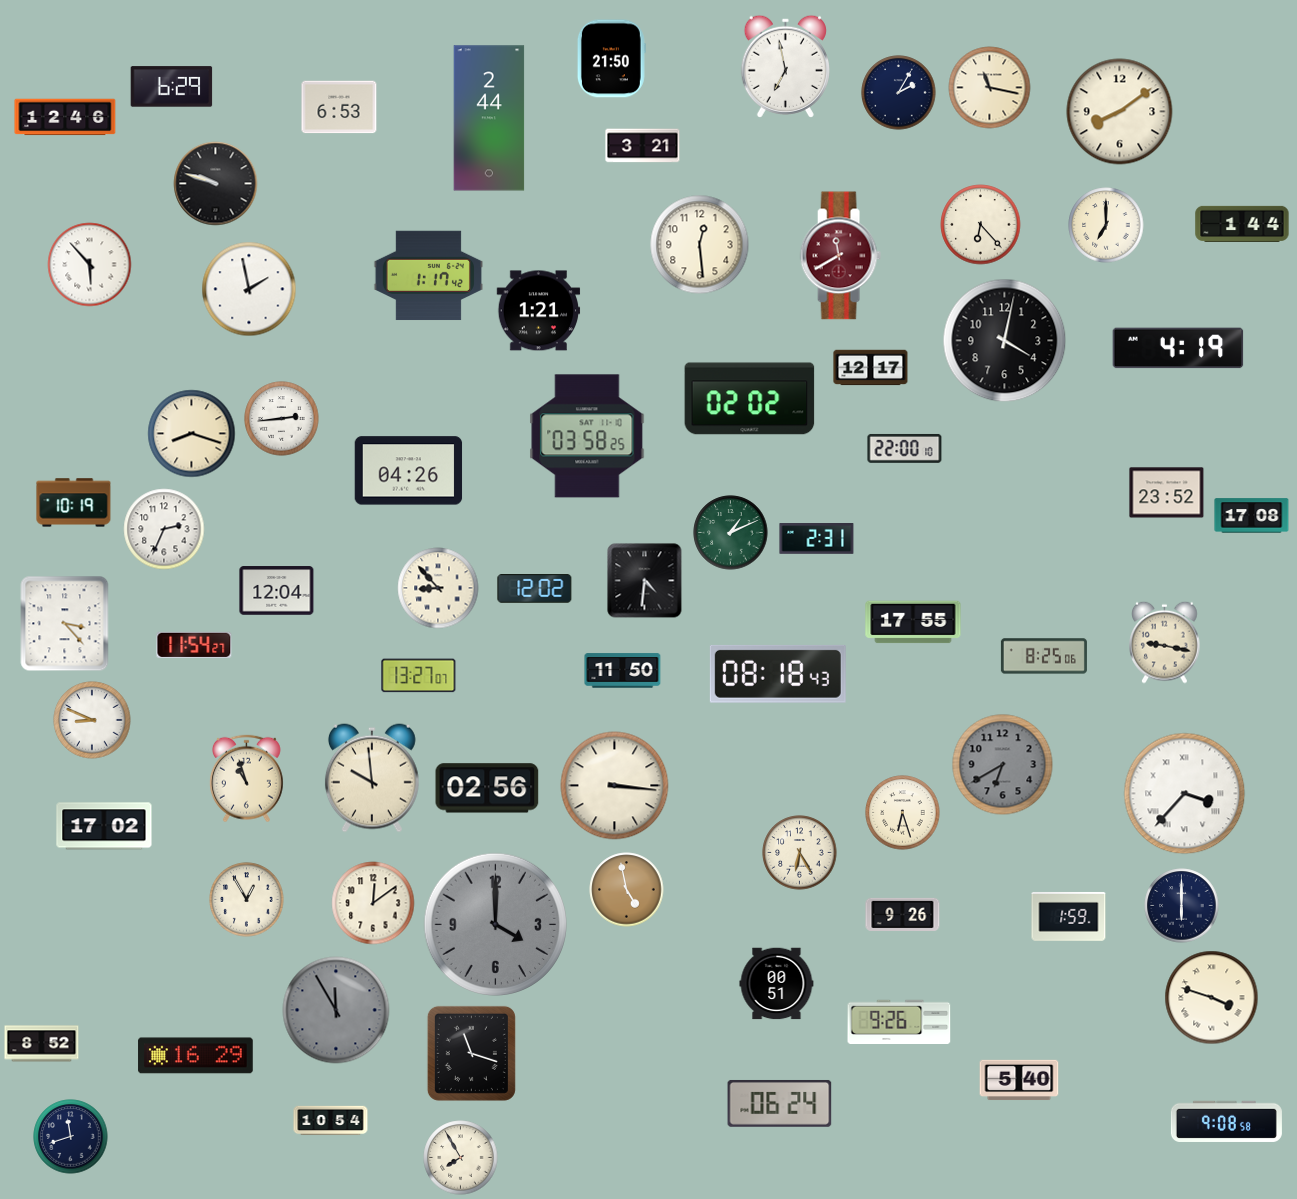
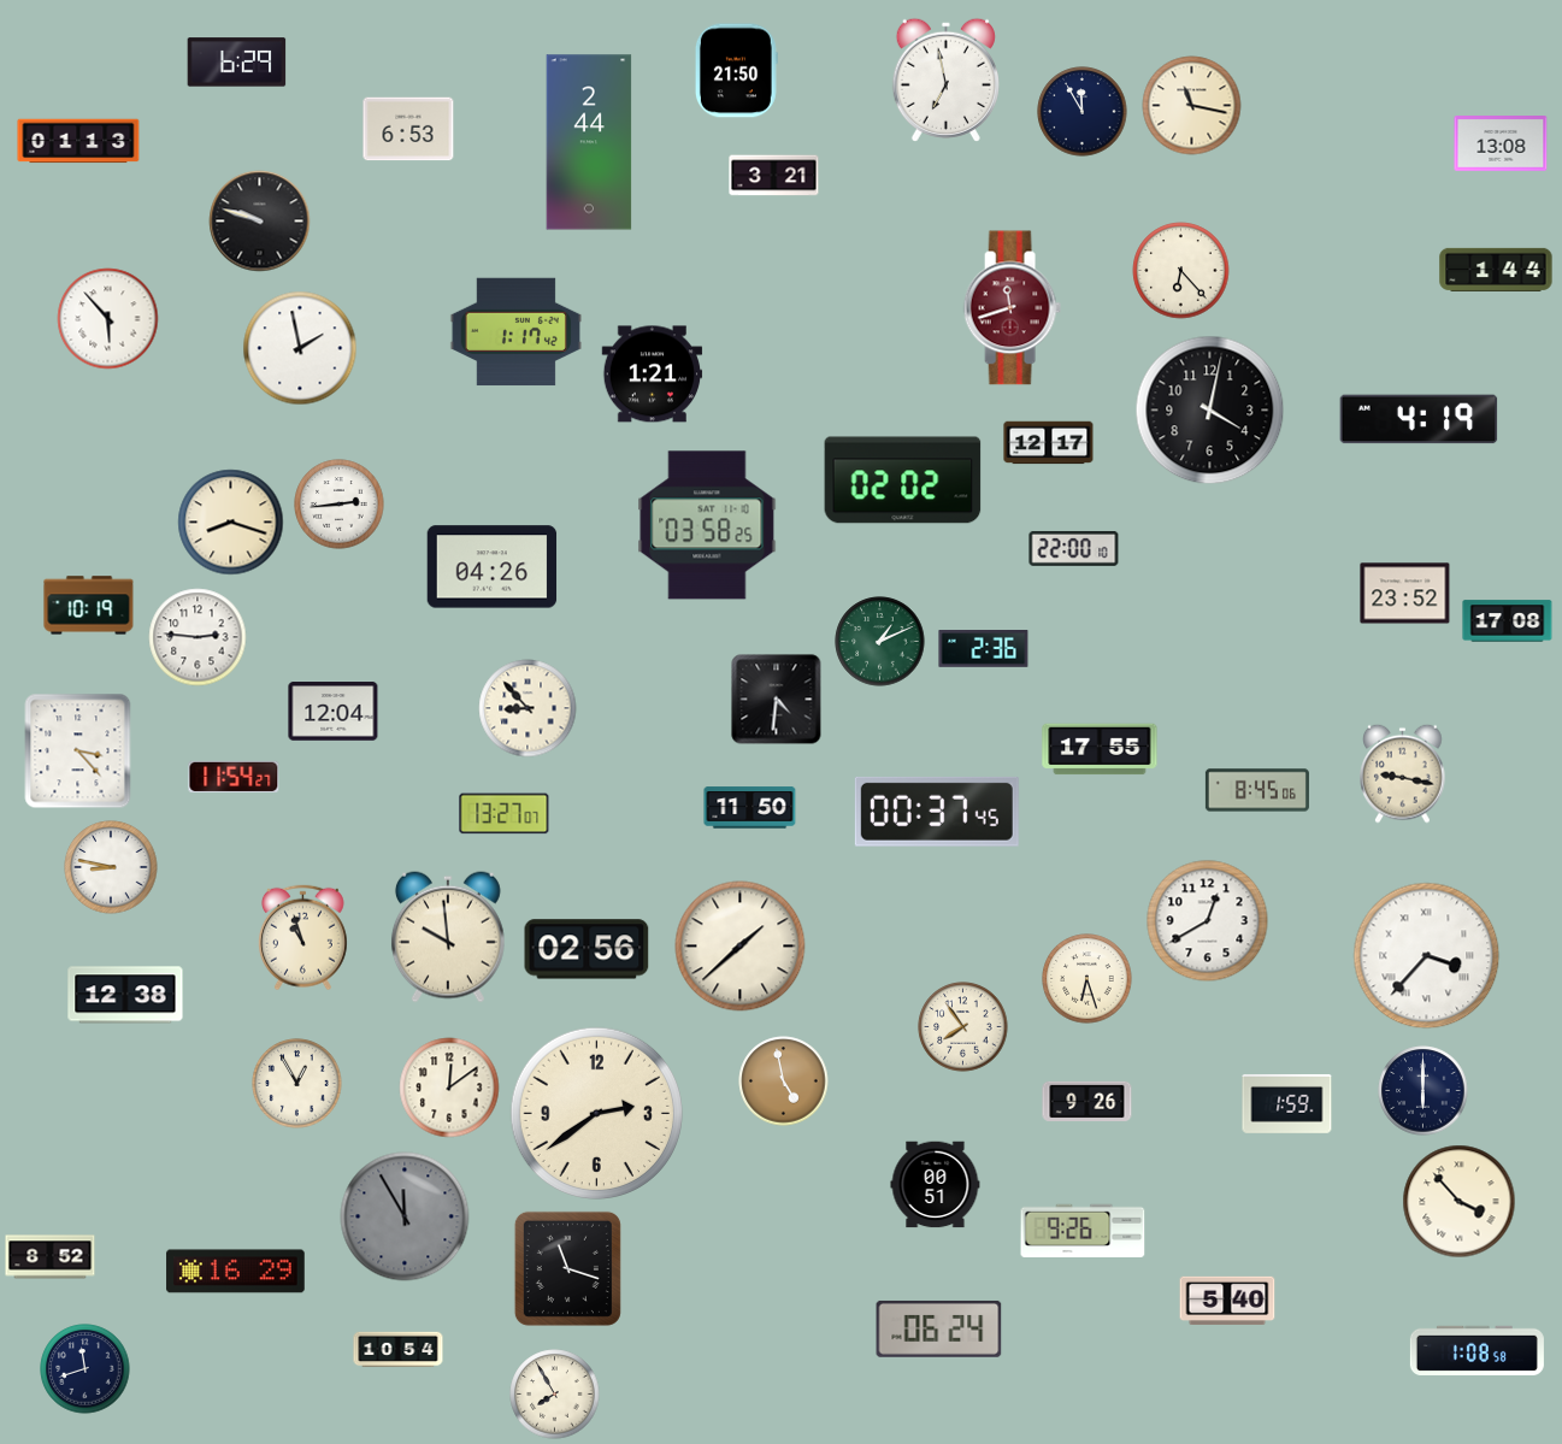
clock at (172, 87) position: (172, 87) -> (237, 63)
clock at (899, 93): 2:05 -> 11:55
clock at (1120, 112): 8:09 -> none
clock at (65, 117): 12:46 -> 01:13
clock at (1501, 145): none -> 13:08
clock at (1106, 225): 7:00 -> none
clock at (700, 245): 12:29 -> none
clock at (840, 256): 11:40 -> 11:42
clock at (539, 311) position: (539, 311) -> (653, 375)
clock at (905, 448) position: (905, 448) -> (1074, 548)
clock at (164, 529): 2:34 -> 2:46
clock at (817, 539): 2:31 -> 2:36
clock at (535, 589): 12:02 -> none
clock at (1044, 656): 8:25 -> 8:45
clock at (778, 674): 08:18 -> 00:37
clock at (92, 720): 8:49 -> 8:47
clock at (1003, 765): 6:40 -> 12:40
clock at (1003, 765) dial: grey -> white
clock at (246, 779) position: (246, 779) -> (302, 938)
clock at (615, 786): 3:16 -> 1:38
clock at (104, 826): 17:02 -> 12:38
clock at (800, 853): 6:25 -> 7:54
clock at (627, 890) position: (627, 890) -> (784, 1081)
clock at (495, 924): 4:00 -> 2:39
clock at (495, 924) dial: grey -> cream
clock at (1212, 998): 3:48 -> 3:53
clock at (1226, 1121): 9:08 -> 1:08
